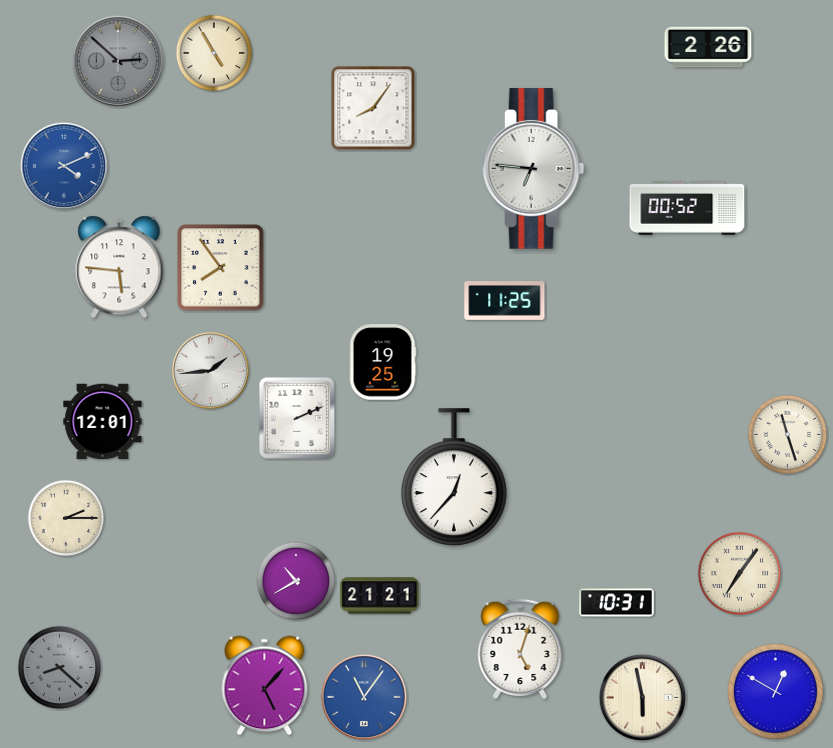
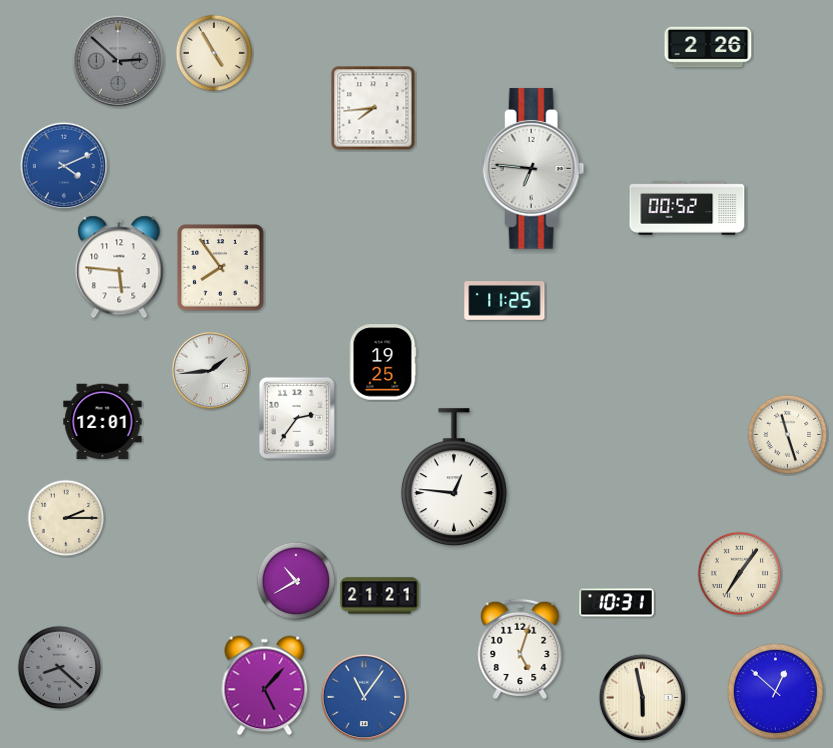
clock at (373, 108): 8:06 -> 7:44
clock at (297, 418): 2:11 -> 2:36
clock at (454, 478): 12:37 -> 12:46
clock at (775, 691): 12:50 -> 12:52
